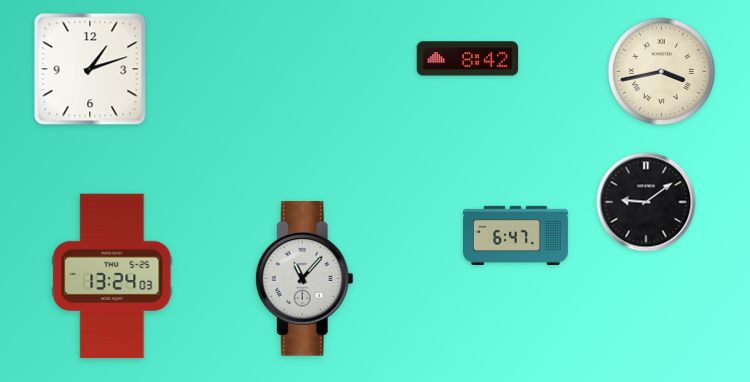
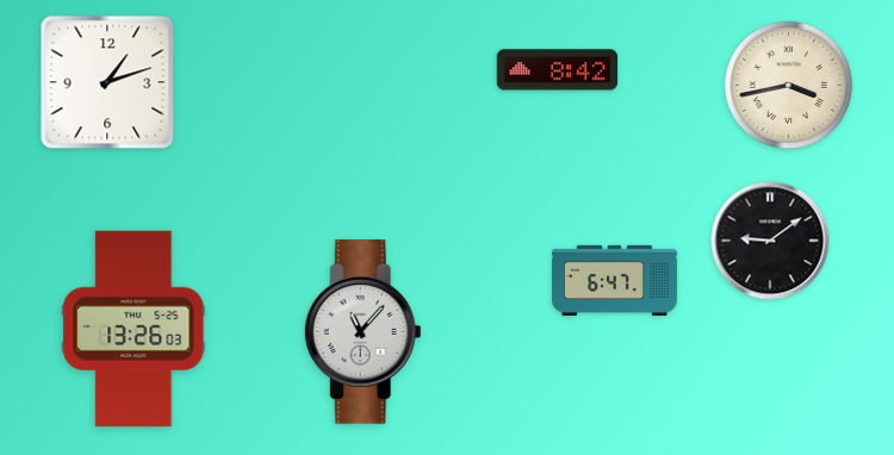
clock at (112, 276): 13:24 -> 13:26
